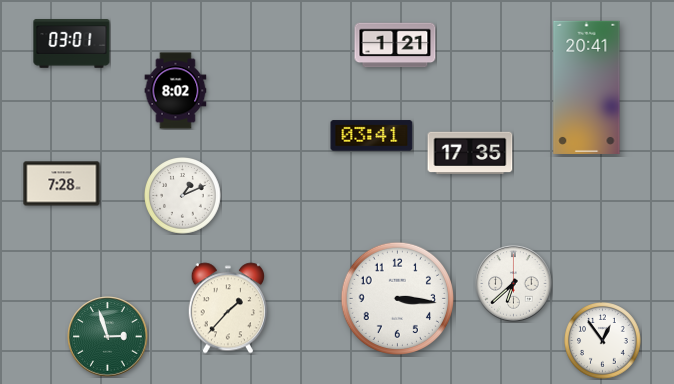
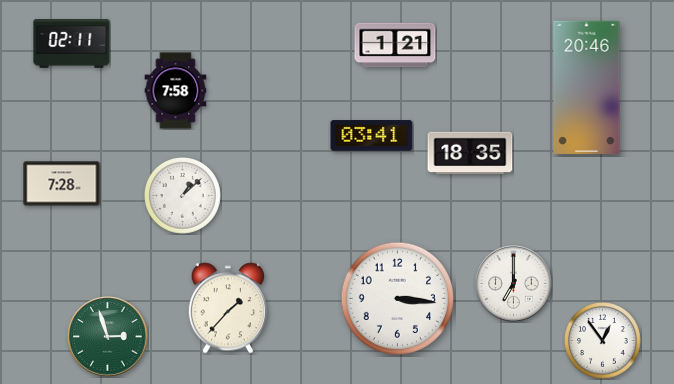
clock at (72, 44): 03:01 -> 02:11
clock at (587, 87): 20:41 -> 20:46
clock at (176, 91): 8:02 -> 7:58
clock at (470, 153): 17:35 -> 18:35
clock at (183, 196): 1:11 -> 1:08
clock at (514, 284): 6:38 -> 7:00
